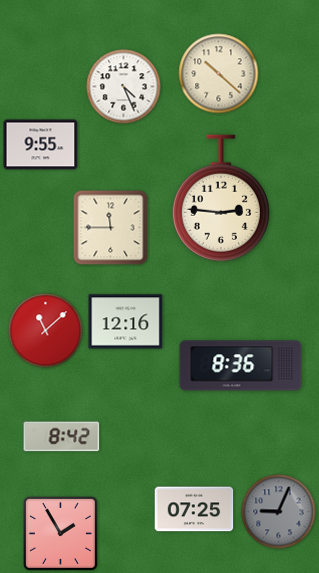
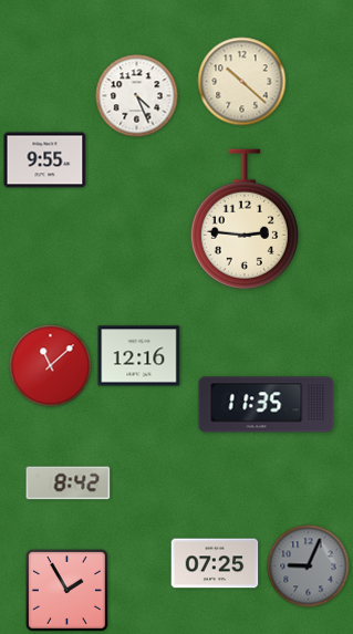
clock at (111, 228): 11:45 -> none
clock at (241, 366): 8:36 -> 11:35
